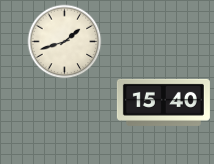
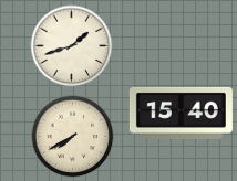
clock at (73, 137): none -> 7:40
